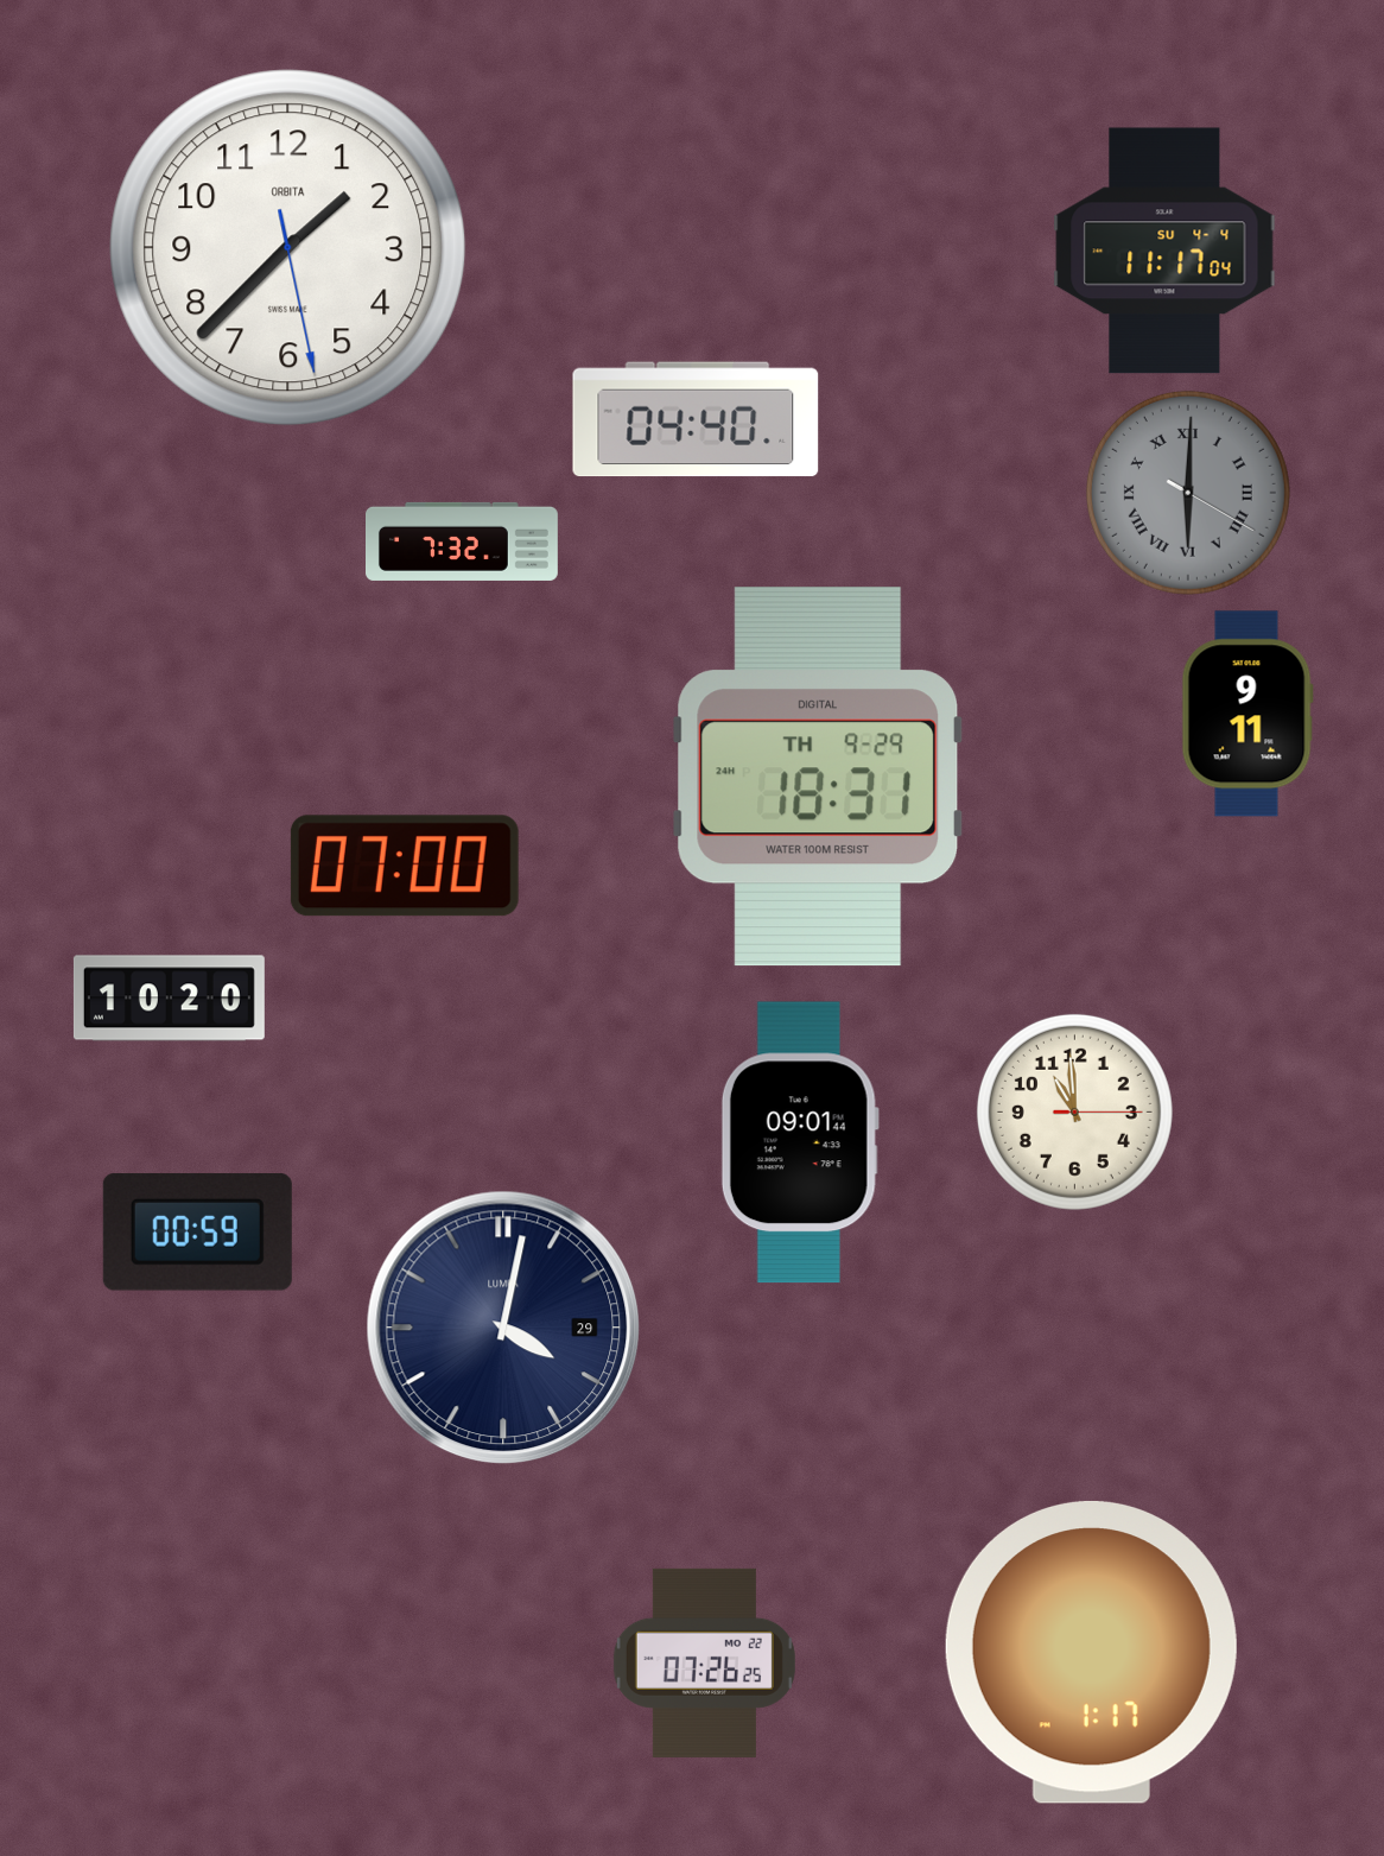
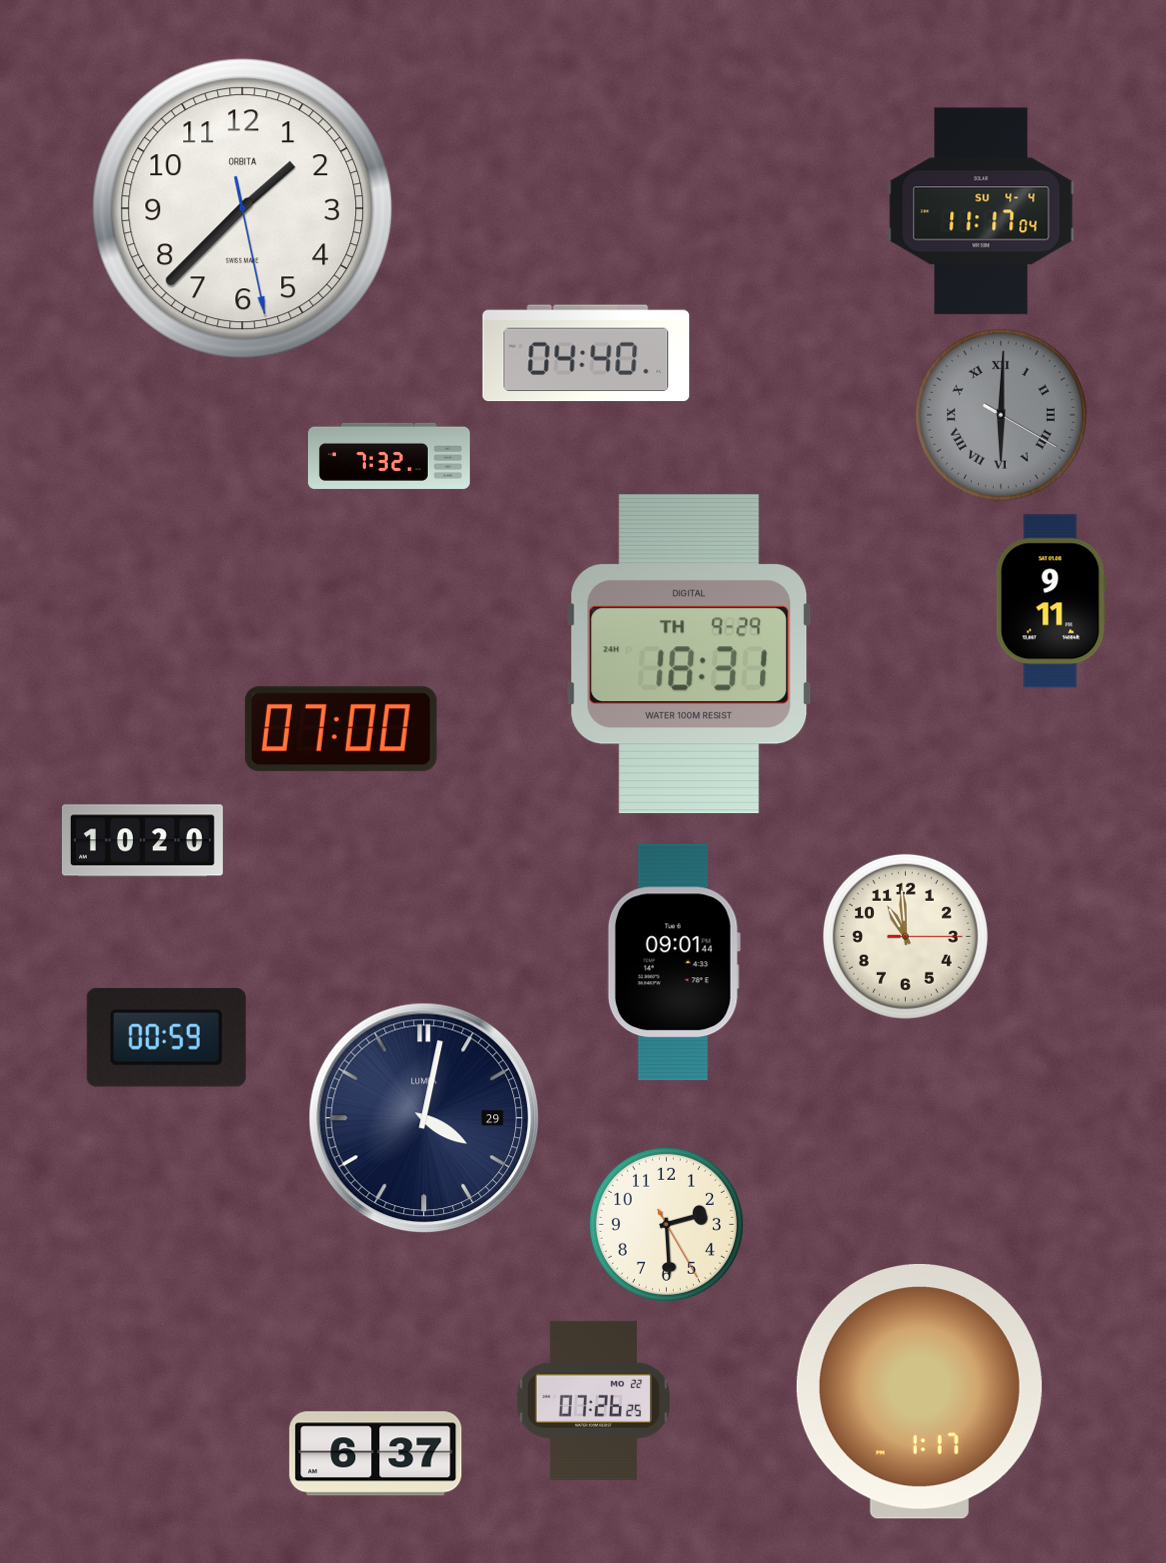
clock at (666, 1224): none -> 2:29
clock at (376, 1454): none -> 6:37
